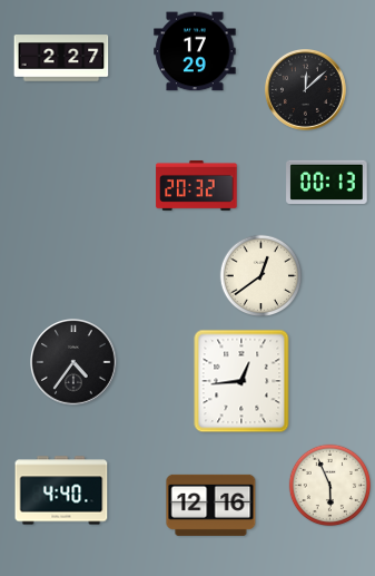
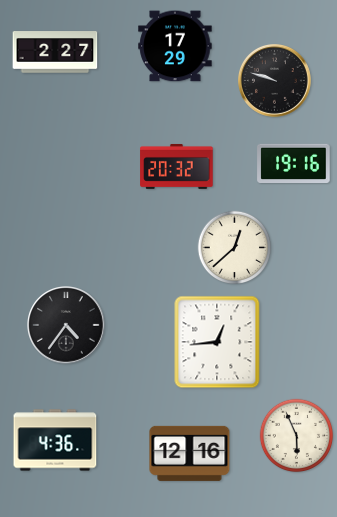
clock at (306, 90): 12:08 -> 9:48
clock at (327, 183): 00:13 -> 19:16
clock at (261, 276): 12:39 -> 12:38
clock at (61, 490): 4:40 -> 4:36
